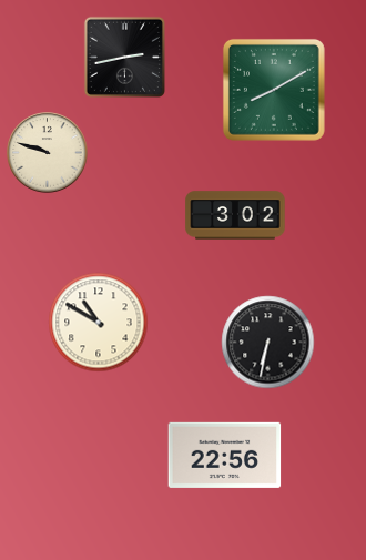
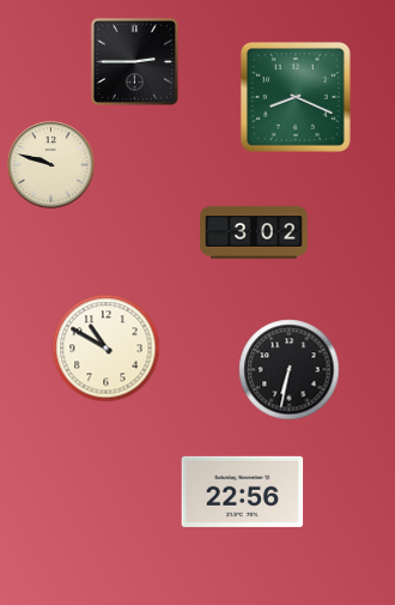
clock at (124, 57): 2:43 -> 2:45
clock at (274, 90): 8:10 -> 8:19
